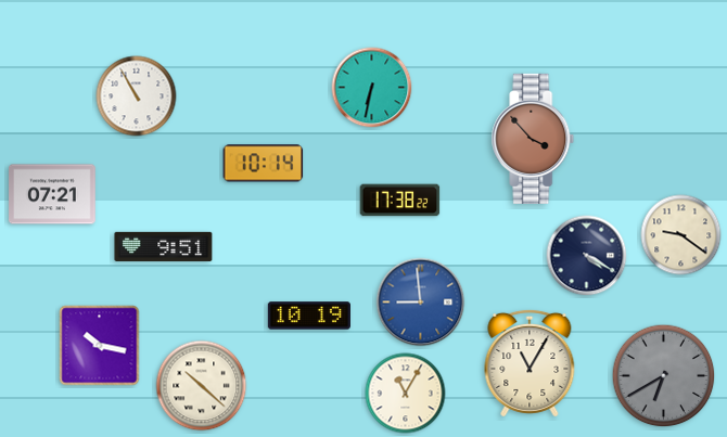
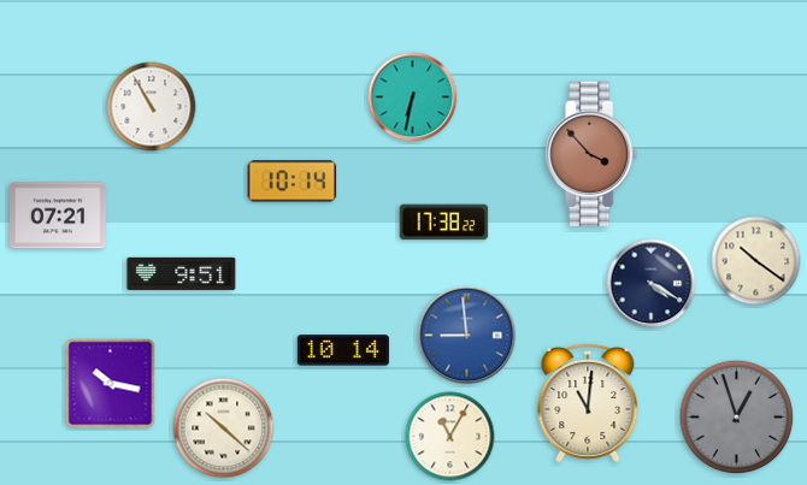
clock at (681, 235): 9:21 -> 10:21
clock at (309, 316): 10:19 -> 10:14
clock at (530, 363): 11:05 -> 11:01
clock at (664, 376): 6:40 -> 12:57
